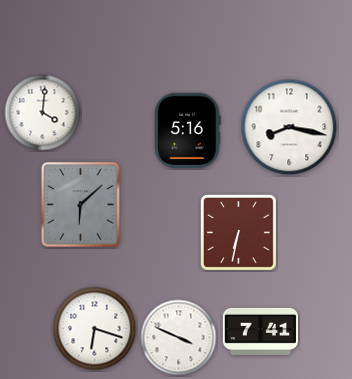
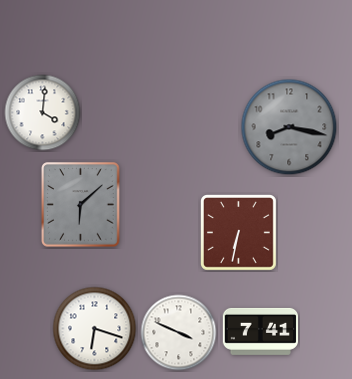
clock at (289, 127) dial: white -> grey
clock at (188, 130): 5:16 -> none
clock at (179, 338) position: (179, 338) -> (179, 333)
